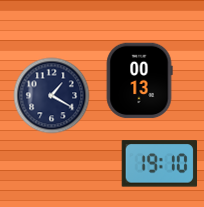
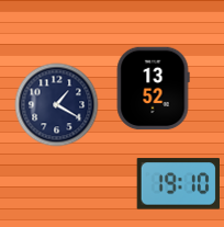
clock at (139, 81): 00:13 -> 13:52
clock at (159, 164) position: (159, 164) -> (178, 184)
